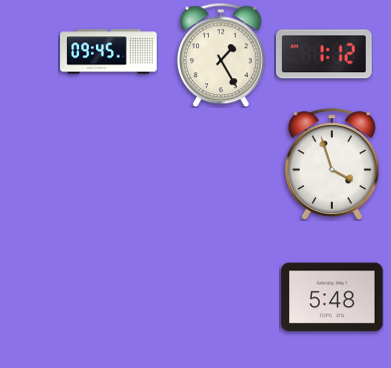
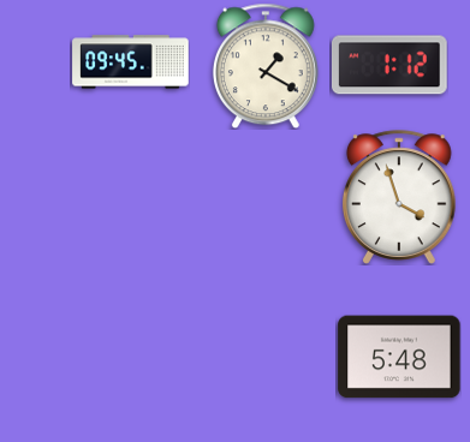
clock at (221, 55): 1:25 -> 1:20
